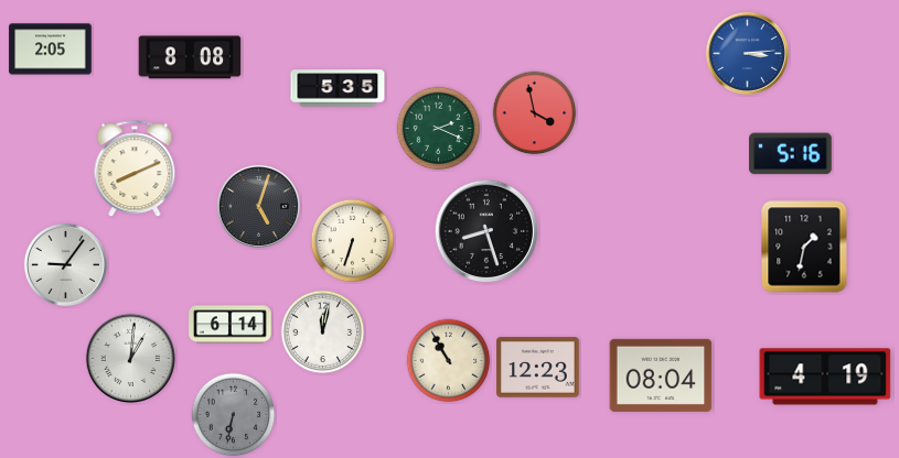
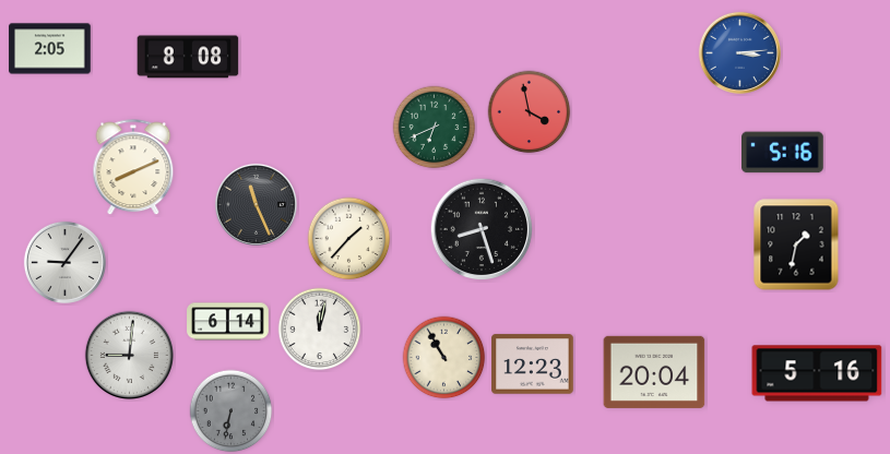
clock at (338, 88): 5:35 -> none
clock at (439, 129): 2:19 -> 6:41
clock at (258, 206): 5:03 -> 11:26
clock at (353, 241): 6:33 -> 1:37
clock at (130, 358): 1:01 -> 9:01
clock at (661, 375): 08:04 -> 20:04
clock at (825, 377): 4:19 -> 5:16
